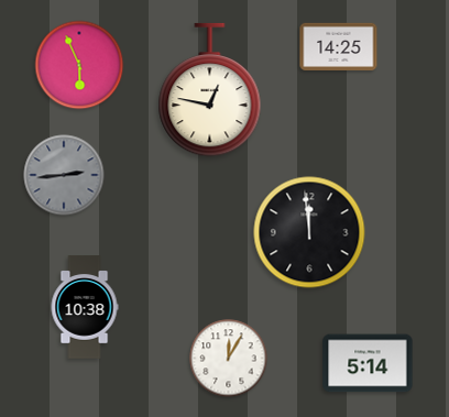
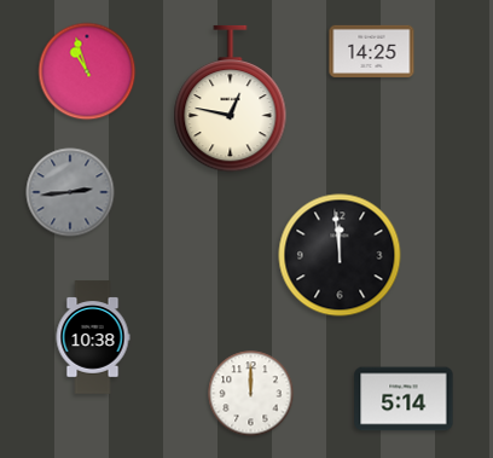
clock at (79, 65): 5:56 -> 10:57
clock at (229, 359): 12:05 -> 12:00
